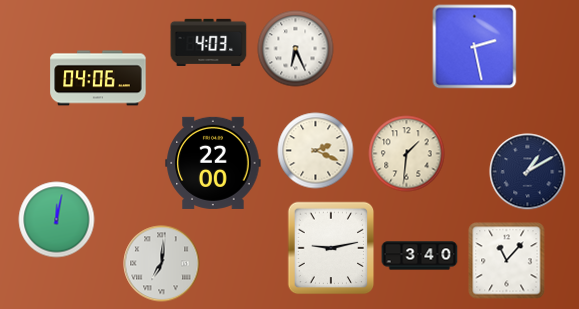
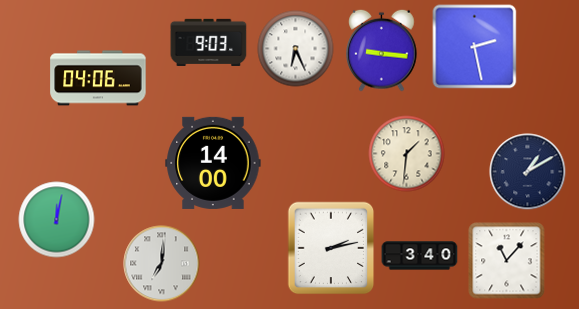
clock at (209, 42): 4:03 -> 9:03
clock at (382, 50): none -> 9:16
clock at (316, 151): 2:19 -> none
clock at (213, 163): 22:00 -> 14:00
clock at (331, 248): 9:13 -> 2:13
